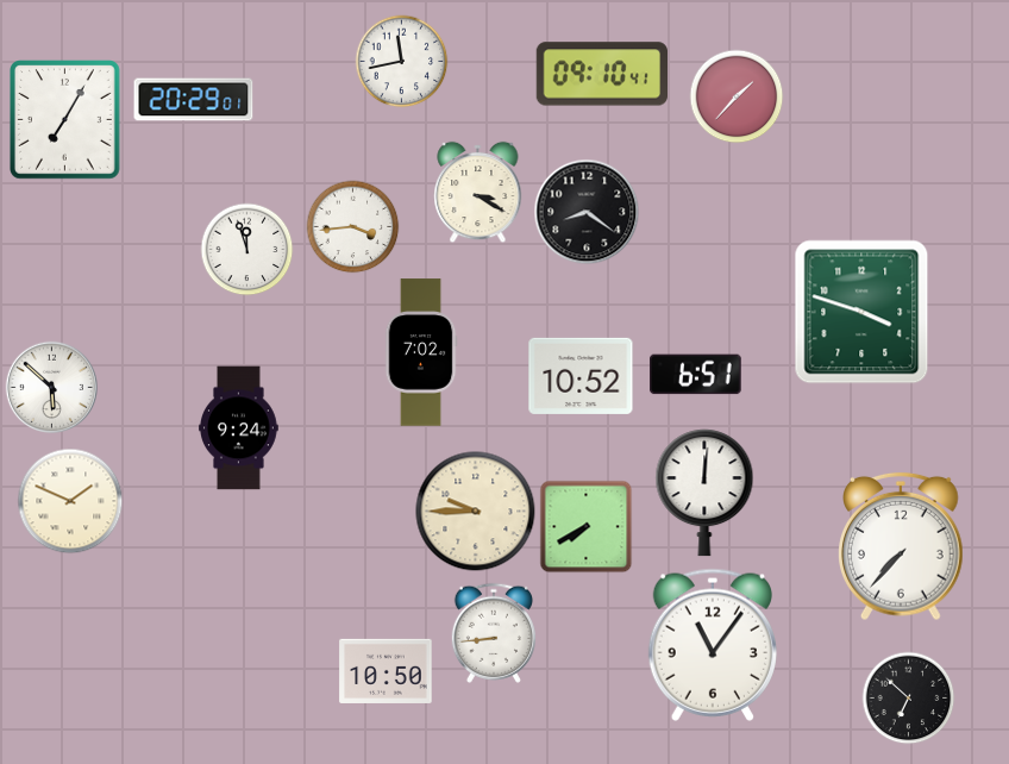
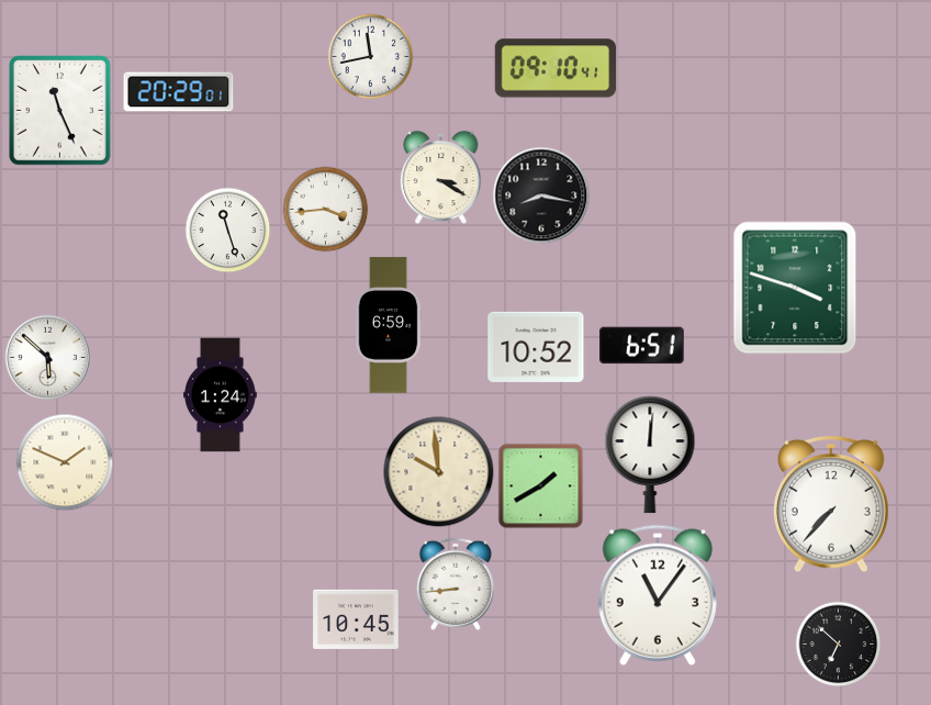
clock at (737, 96): 1:37 -> none
clock at (65, 120): 7:05 -> 11:26
clock at (587, 212): 8:21 -> 8:17
clock at (246, 249): 11:57 -> 11:27
clock at (421, 352): 7:02 -> 6:59
clock at (239, 428): 9:24 -> 1:24
clock at (476, 512): 9:45 -> 9:59
clock at (585, 526): 7:40 -> 1:40
clock at (386, 671): 10:50 -> 10:45
